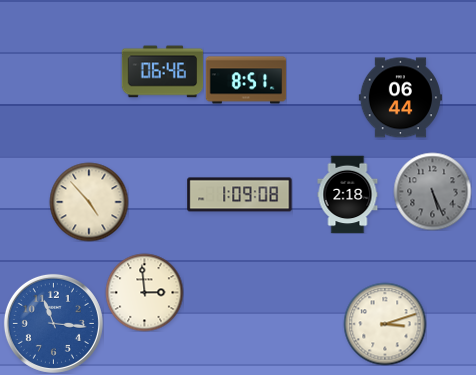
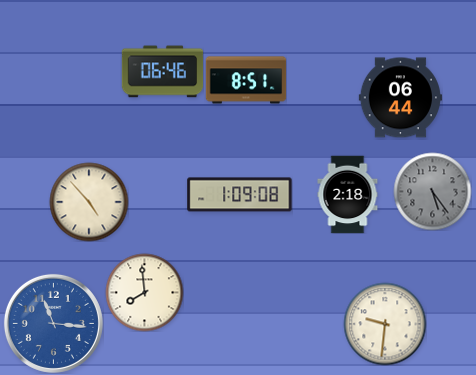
clock at (432, 191): 5:26 -> 5:24
clock at (144, 292): 2:59 -> 7:59
clock at (385, 324): 3:12 -> 9:31
